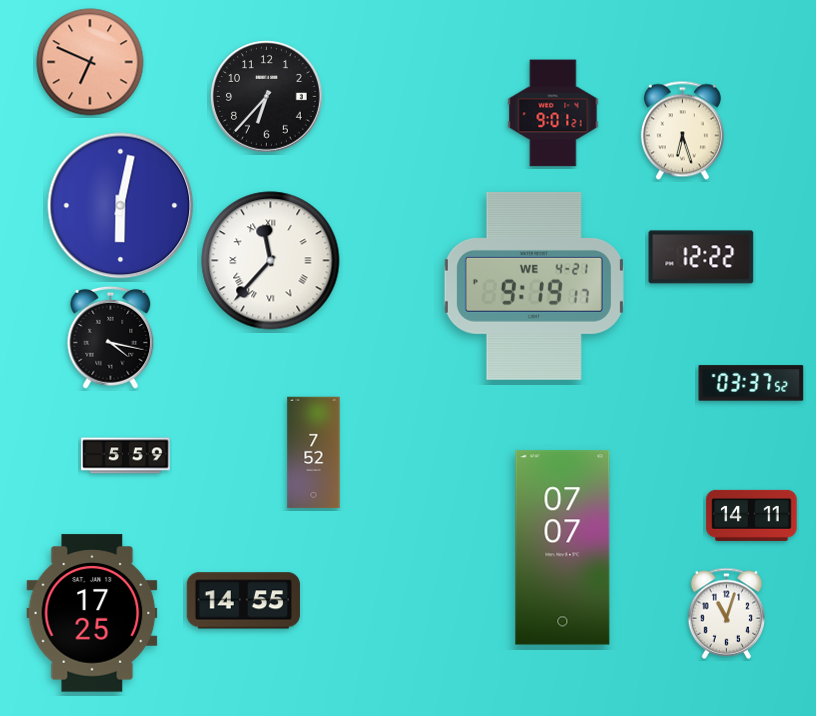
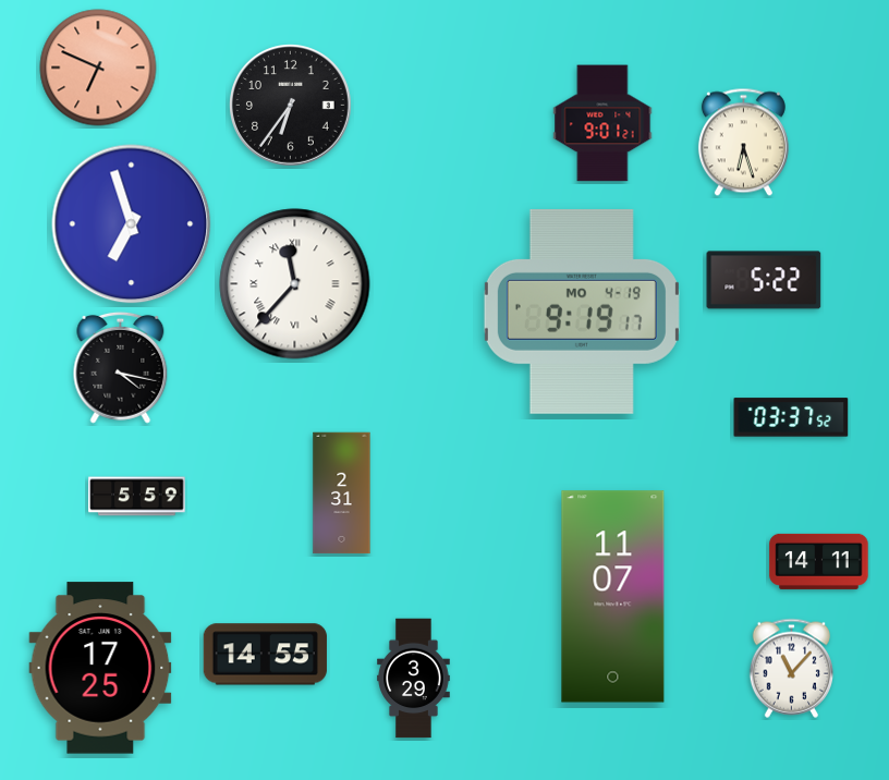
clock at (267, 97): 6:37 -> 6:36
clock at (121, 206): 6:02 -> 6:57
clock at (701, 257): 12:22 -> 5:22
clock at (534, 286) date: WE 4-21 -> MO 4-19
clock at (751, 383) position: (751, 383) -> (791, 417)
clock at (314, 453): 7:52 -> 2:31
clock at (563, 548): 07:07 -> 11:07
clock at (726, 613): 11:03 -> 11:07
clock at (414, 679): none -> 3:29
